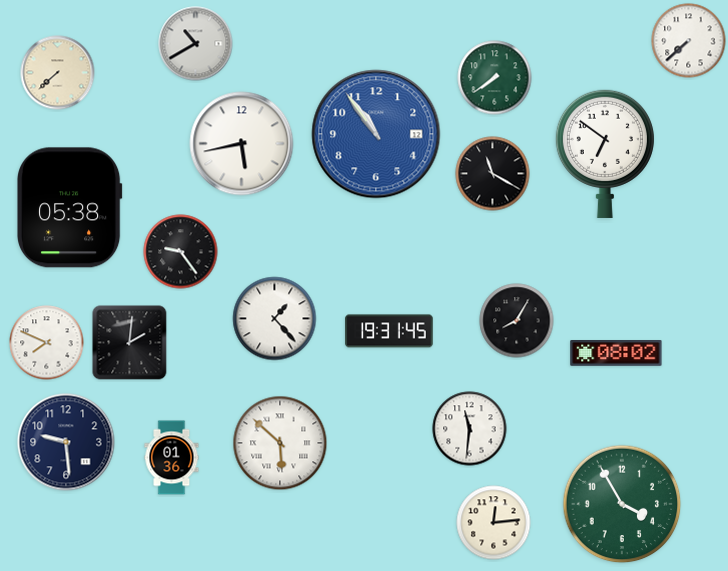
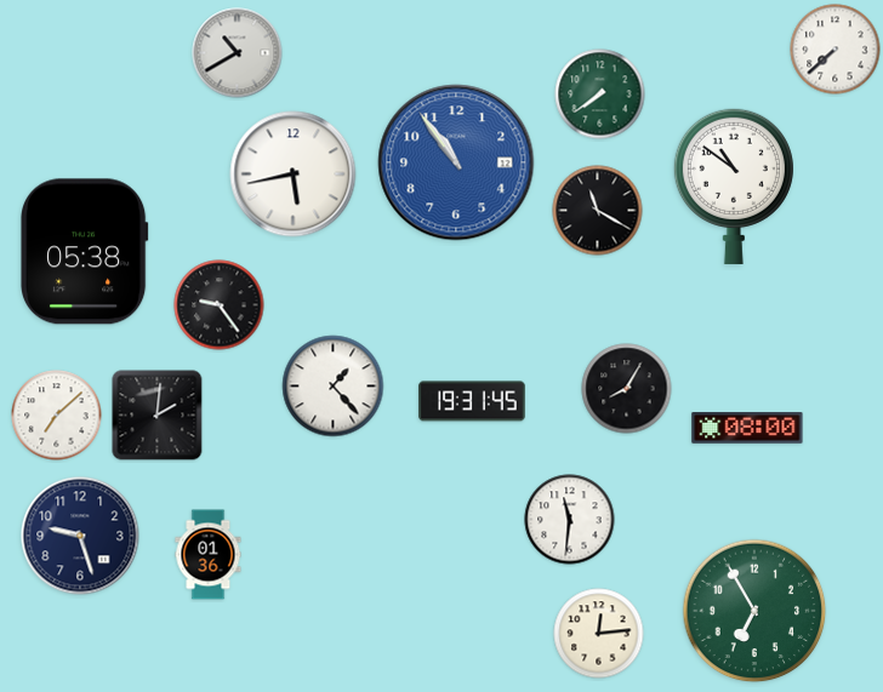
clock at (58, 73): 7:38 -> none
clock at (605, 153): 6:51 -> 10:51
clock at (47, 343): 7:49 -> 7:08
clock at (616, 353): 08:02 -> 08:00
clock at (66, 442): 9:29 -> 9:27
clock at (280, 443): 5:52 -> none
clock at (622, 504): 3:55 -> 6:55
